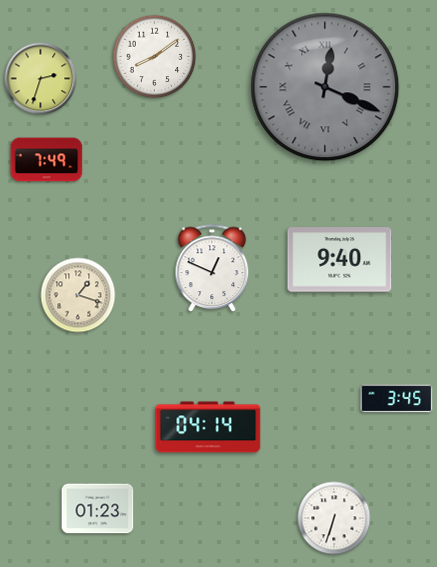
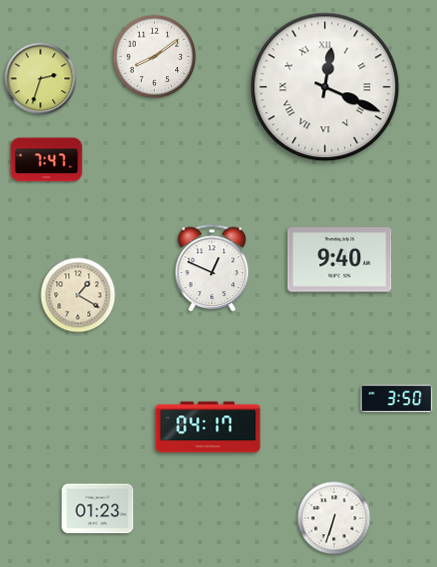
clock at (325, 87) dial: grey -> white
clock at (47, 160): 7:49 -> 7:47
clock at (78, 295): 1:18 -> 1:20
clock at (397, 399): 3:45 -> 3:50
clock at (208, 427): 04:14 -> 04:17
